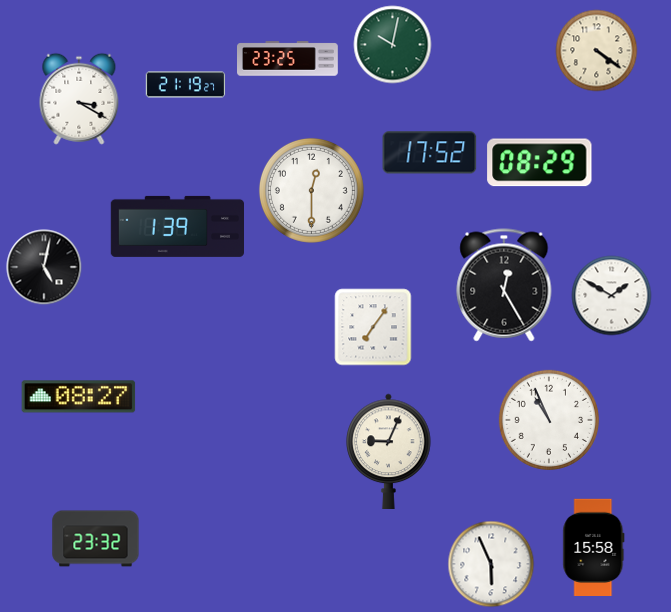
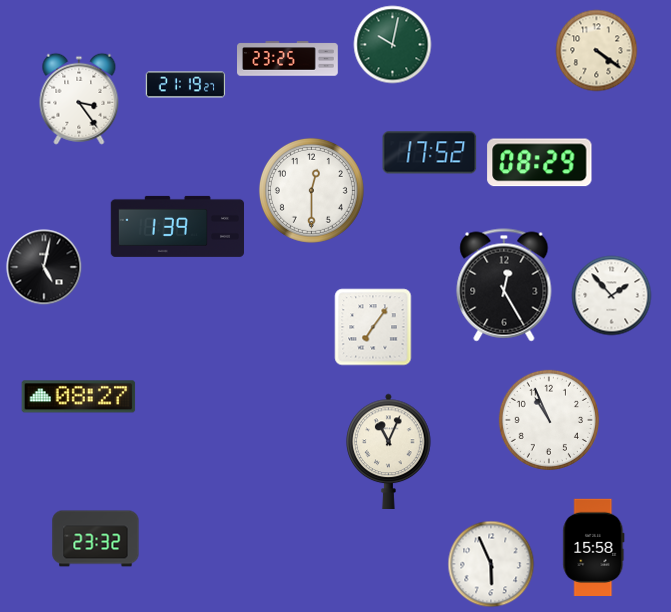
clock at (79, 99): 3:20 -> 3:24
clock at (612, 296): 1:50 -> 1:53
clock at (389, 451): 9:04 -> 11:04
